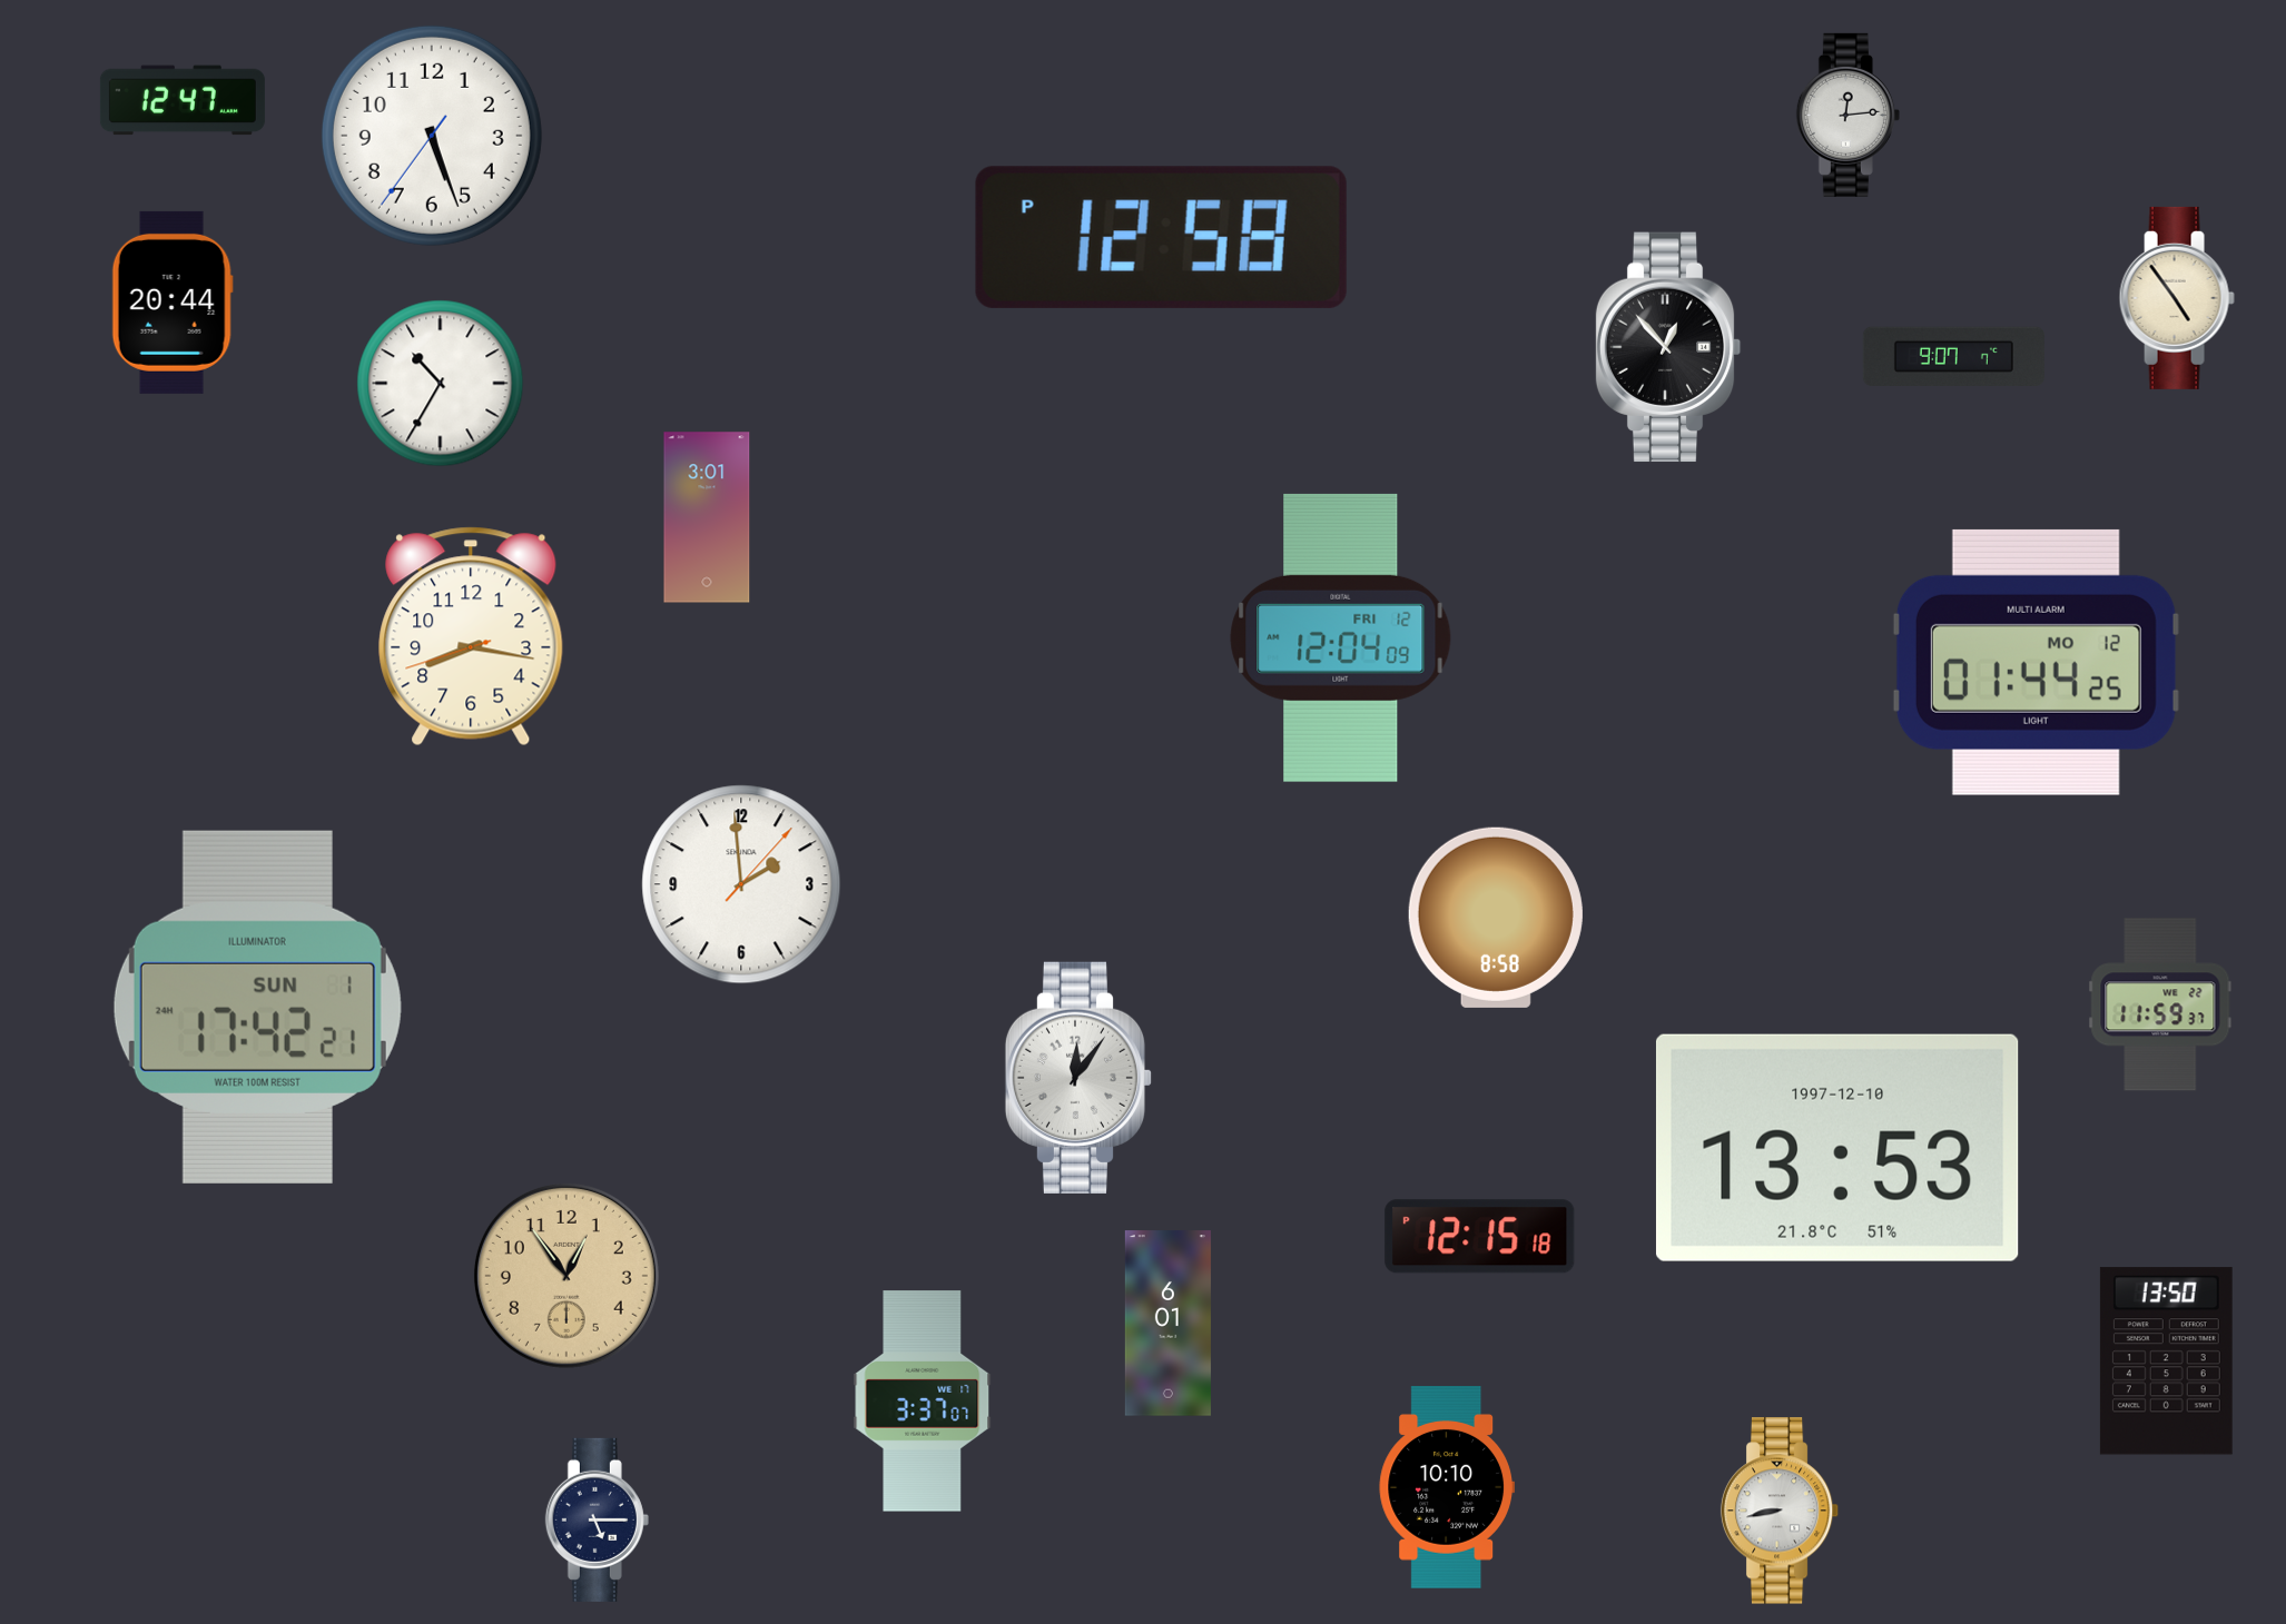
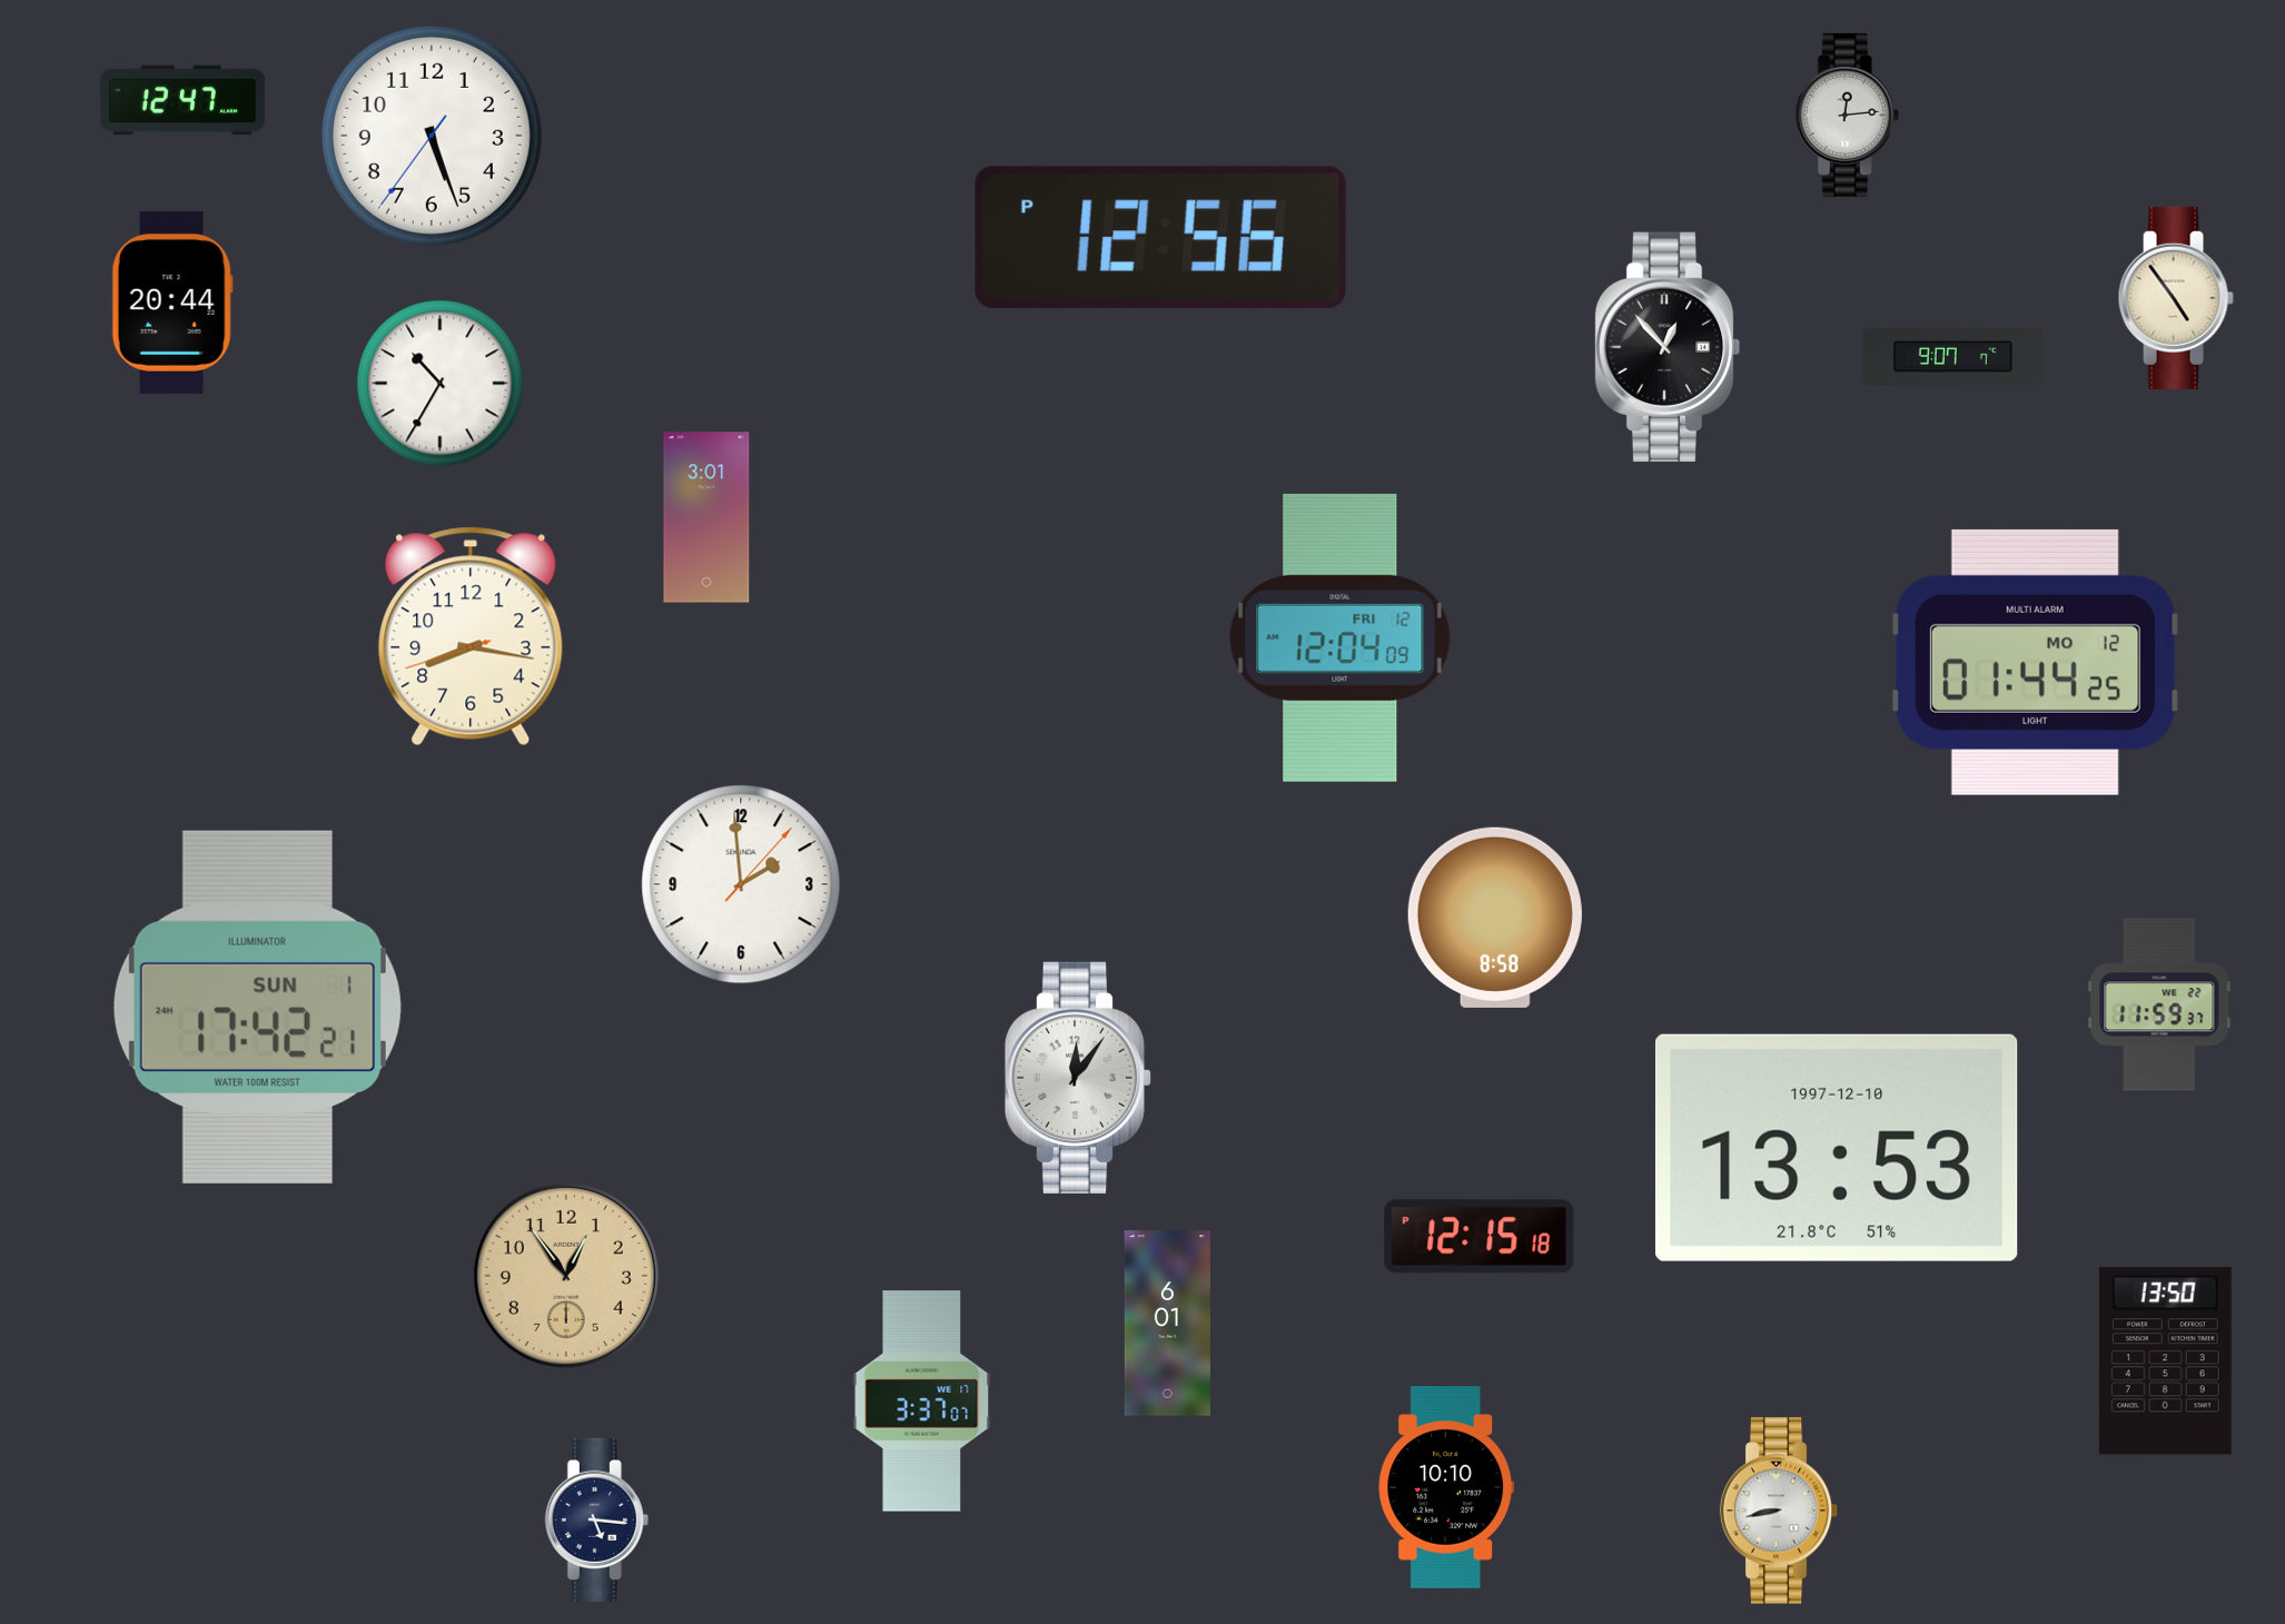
clock at (1161, 237): 12:58 -> 12:56
clock at (597, 1519): 5:15 -> 5:16
